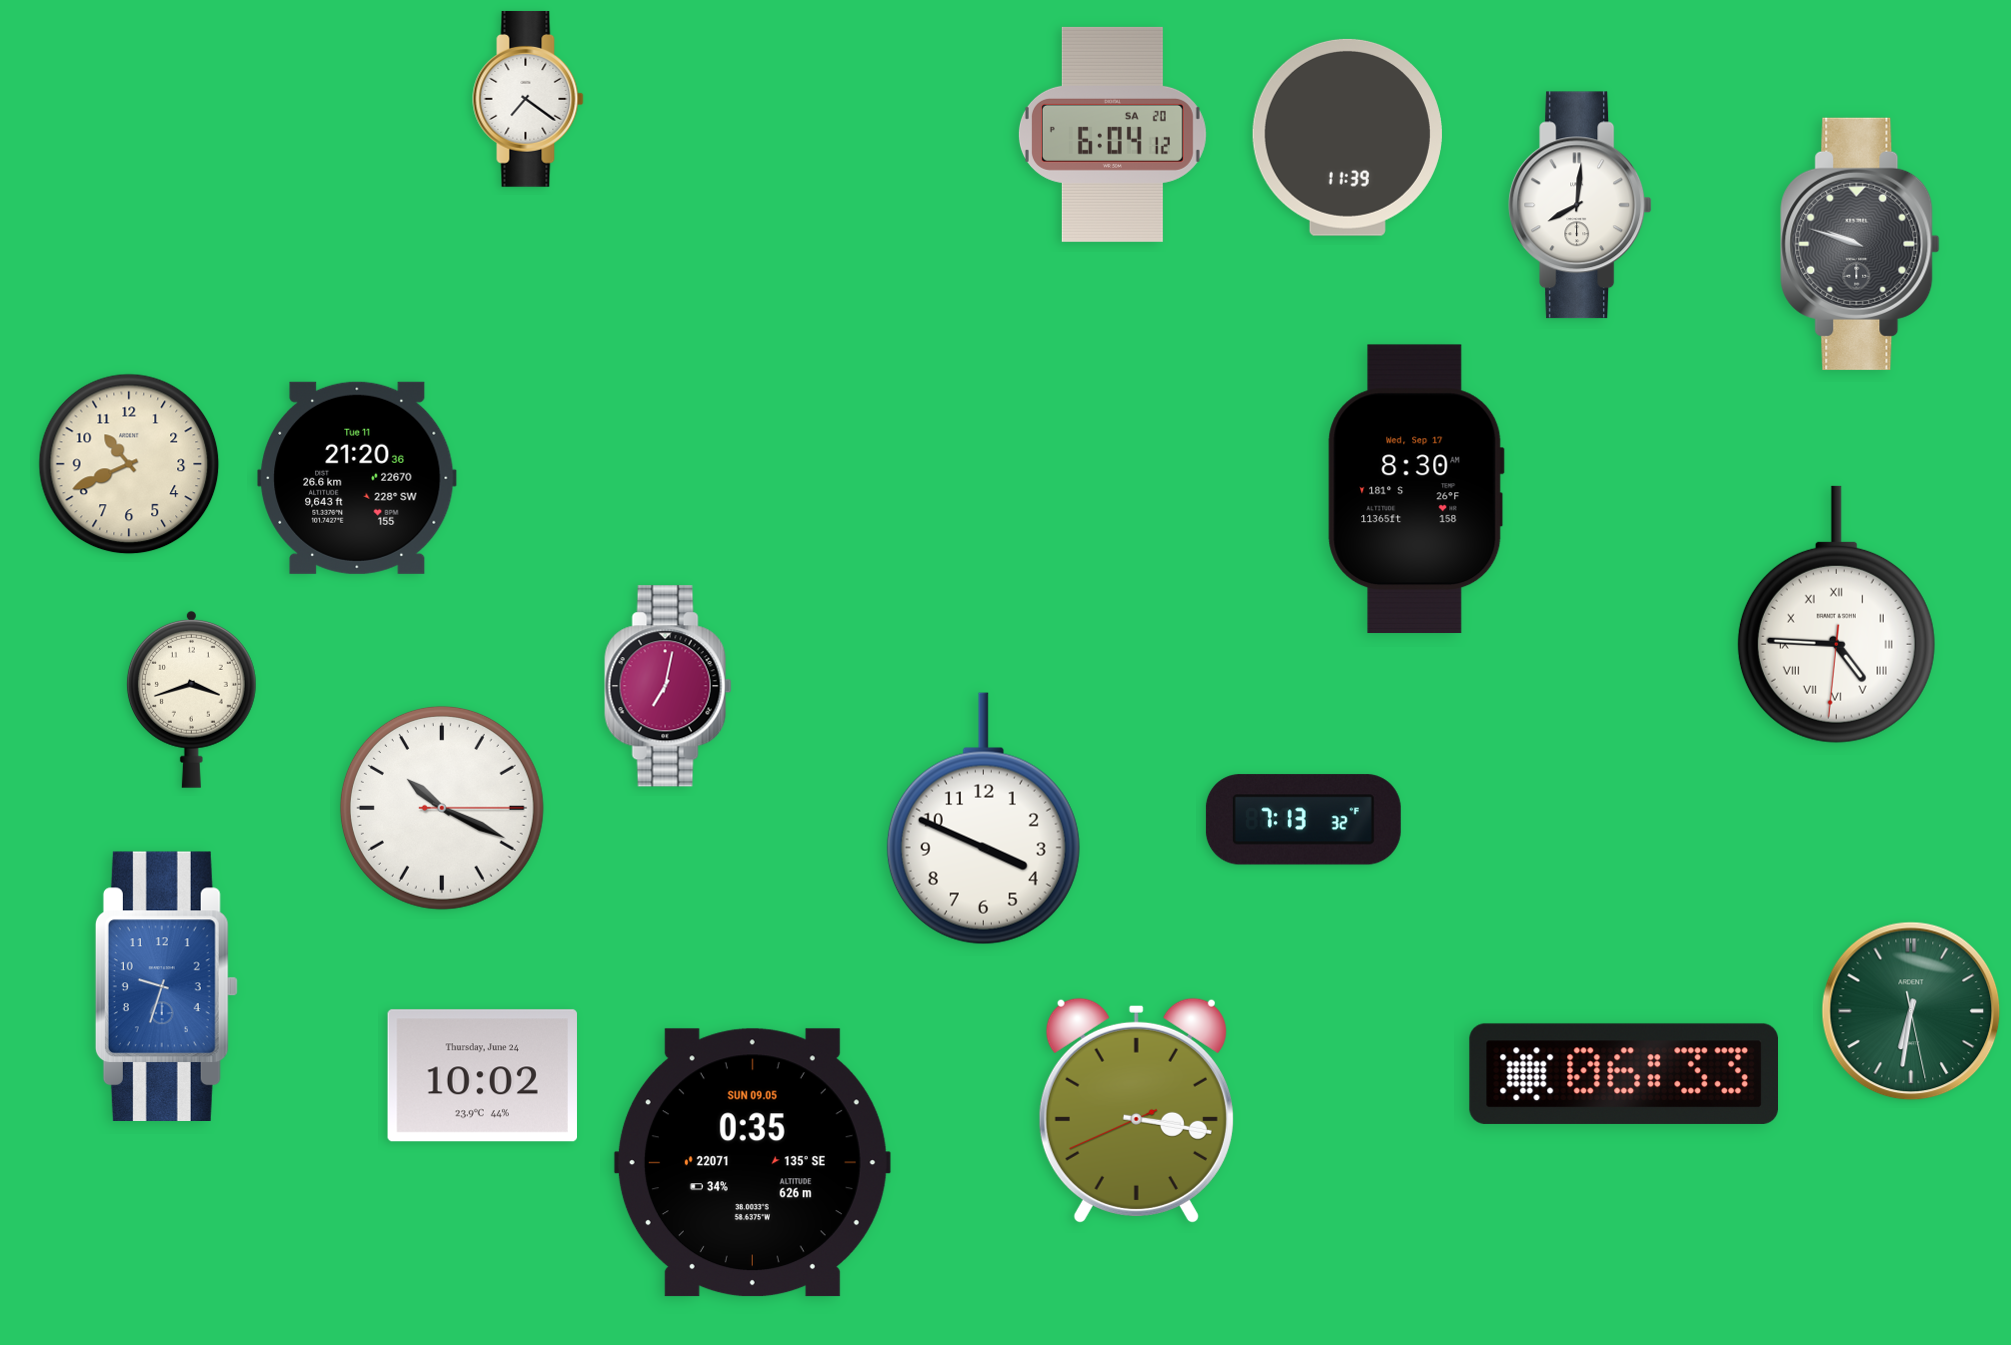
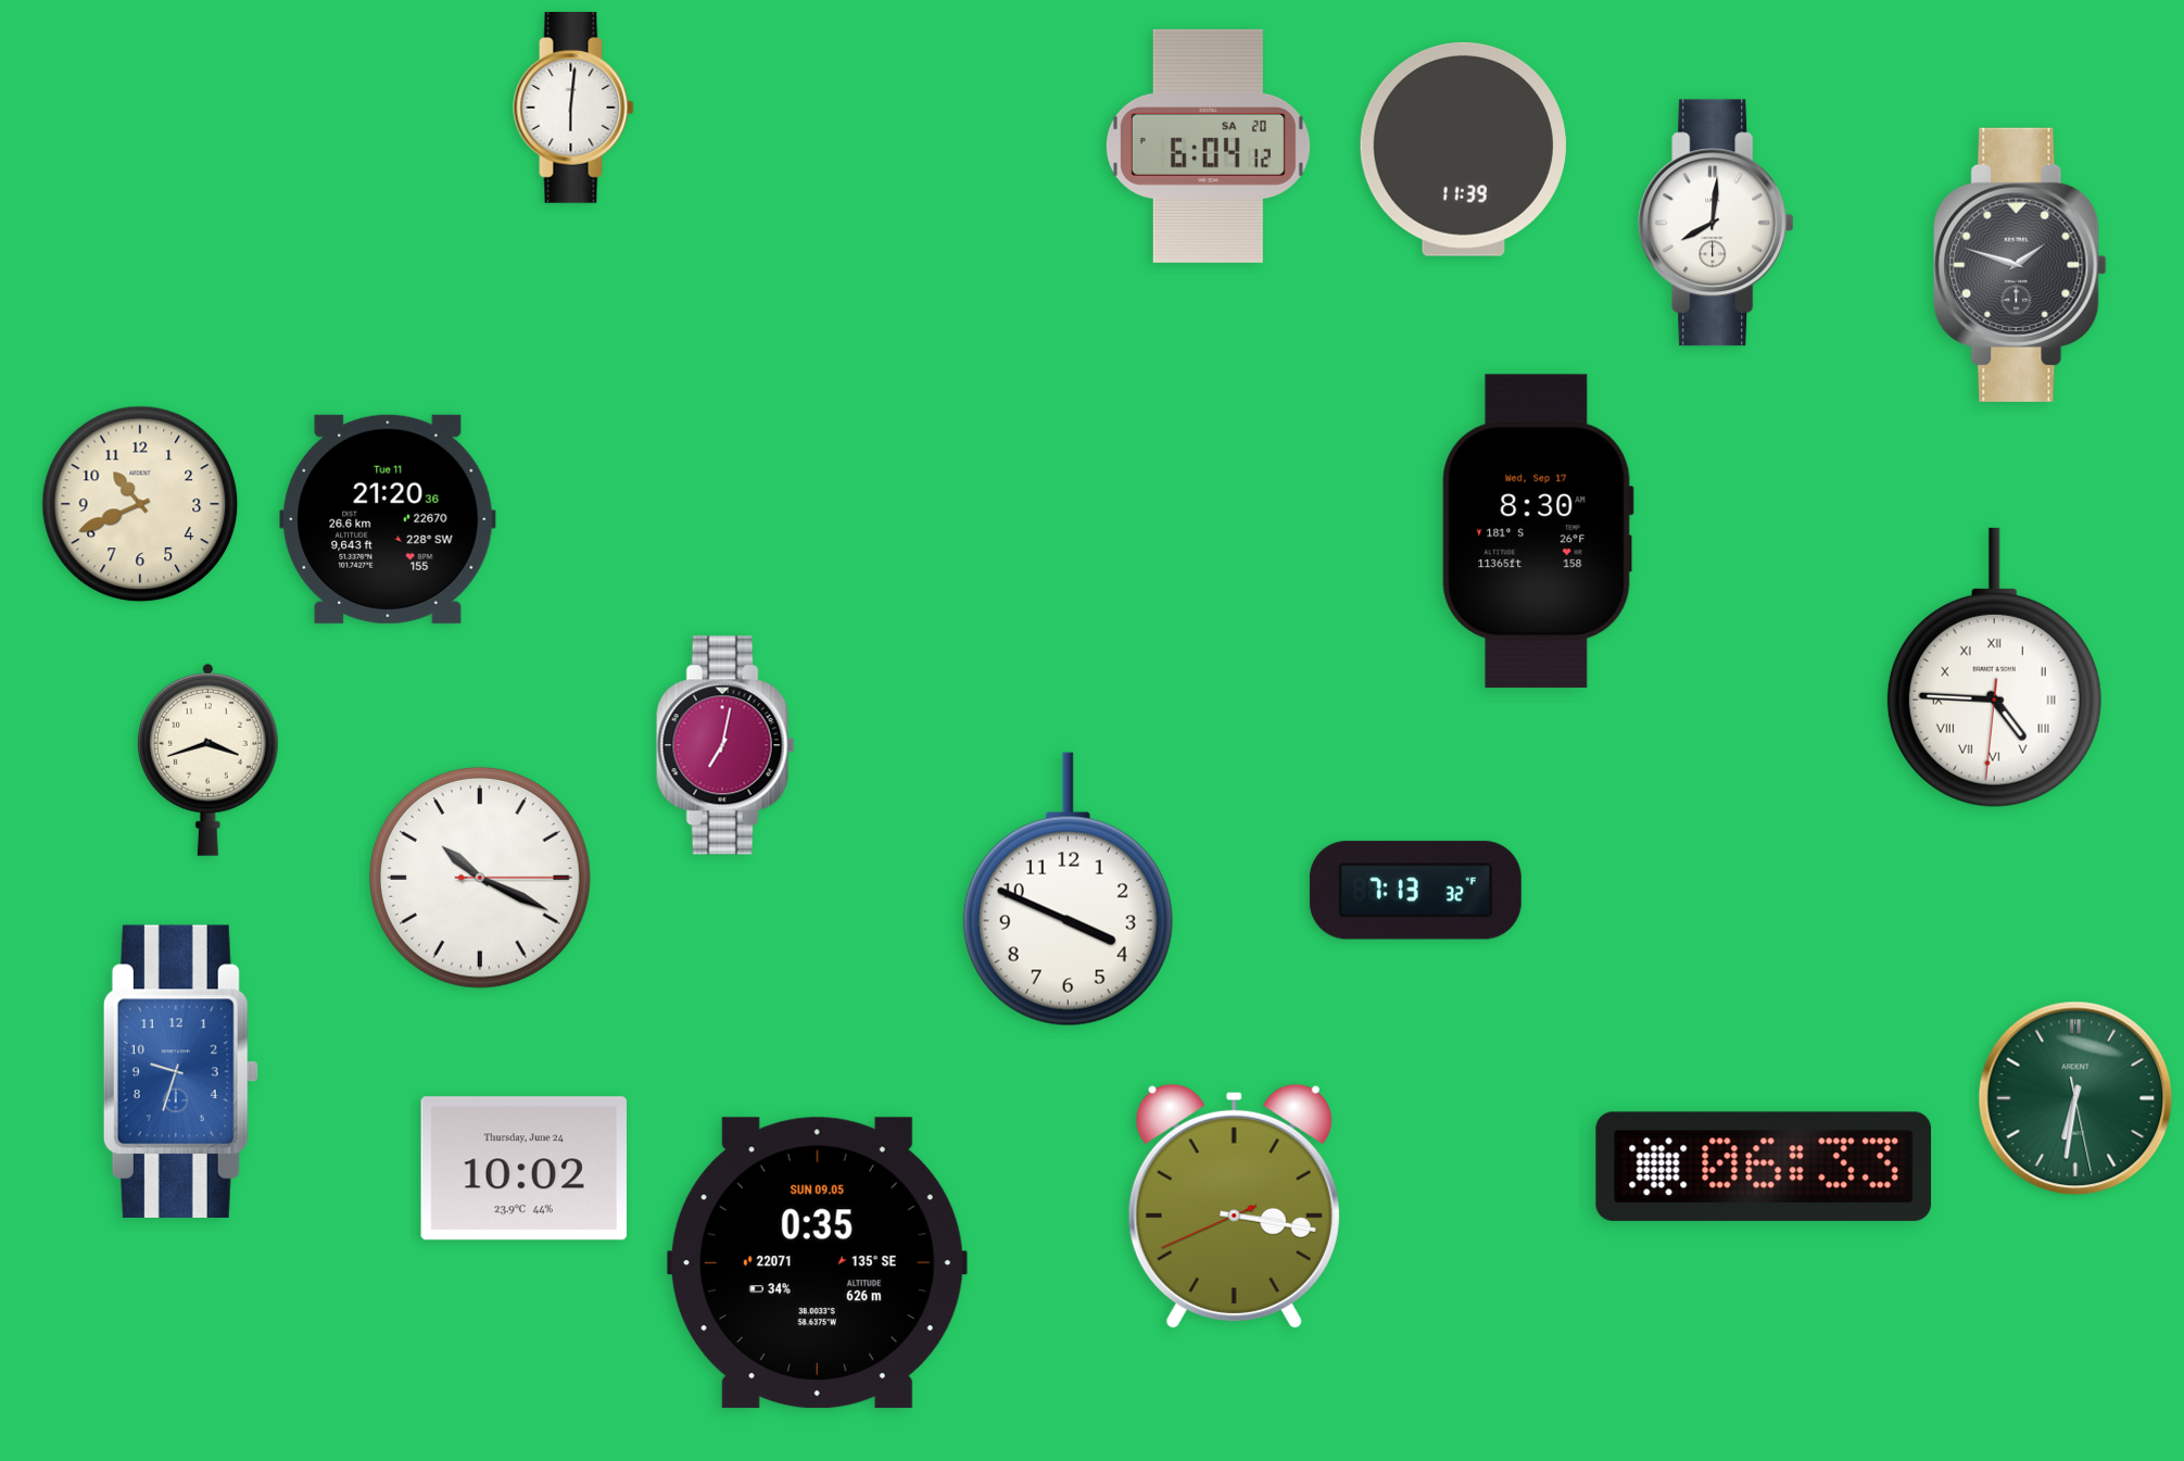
clock at (528, 99): 7:21 -> 6:01
clock at (1860, 244): 9:48 -> 1:48
